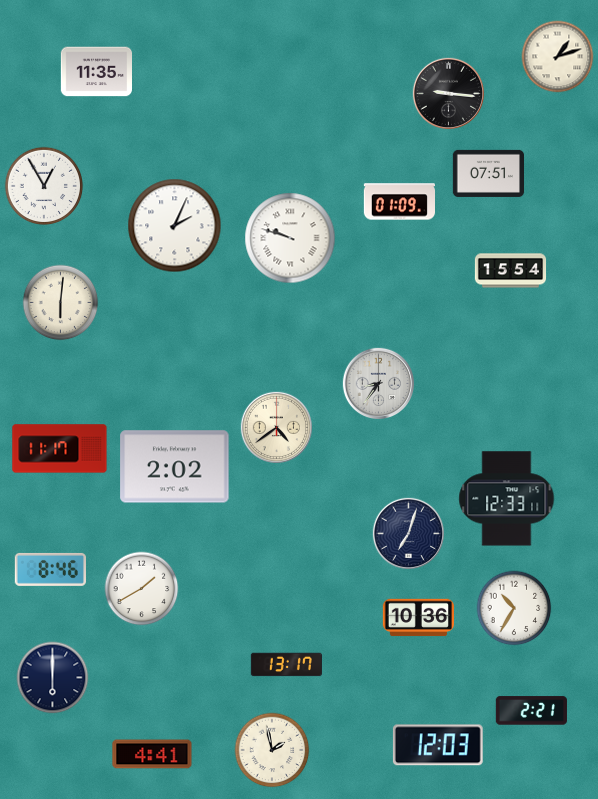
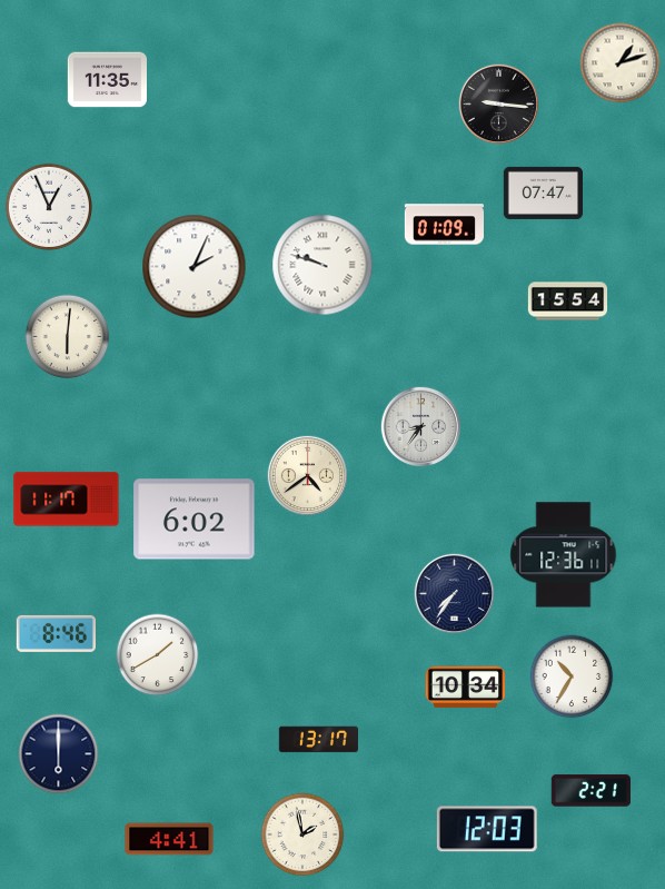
clock at (488, 173): 07:51 -> 07:47
clock at (44, 186): 12:55 -> 12:56
clock at (175, 226) position: (175, 226) -> (195, 267)
clock at (175, 467): 2:02 -> 6:02
clock at (507, 499): 12:33 -> 12:36
clock at (409, 534): 7:03 -> 7:36
clock at (418, 618): 10:36 -> 10:34
